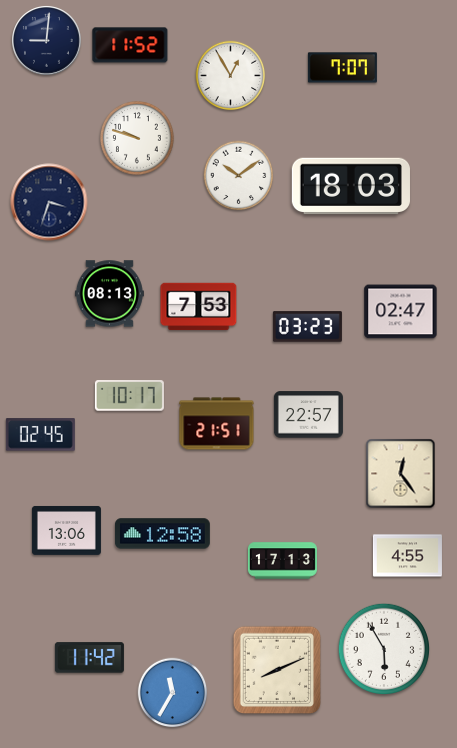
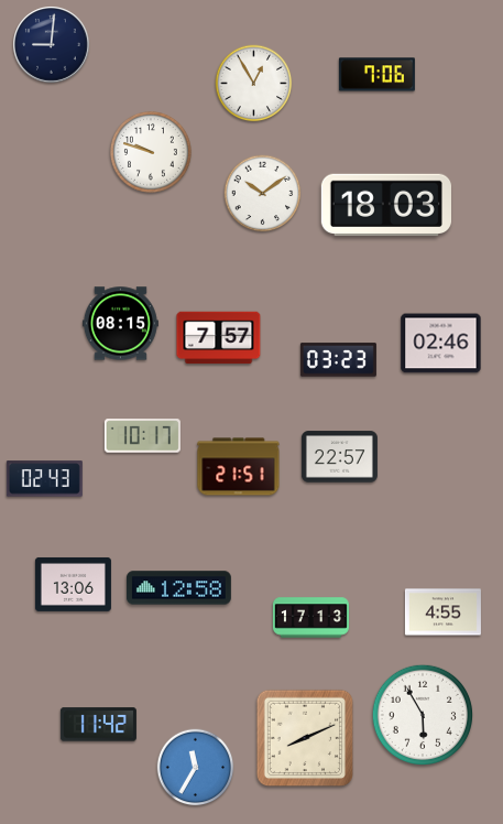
clock at (130, 45): 11:52 -> none
clock at (342, 68): 7:07 -> 7:06
clock at (49, 202): 3:33 -> none
clock at (109, 294): 08:13 -> 08:15
clock at (199, 307): 7:53 -> 7:57
clock at (401, 312): 02:47 -> 02:46
clock at (40, 435): 02:45 -> 02:43
clock at (401, 474): 12:24 -> none
clock at (407, 556) position: (407, 556) -> (442, 612)
clock at (173, 693) position: (173, 693) -> (196, 768)
